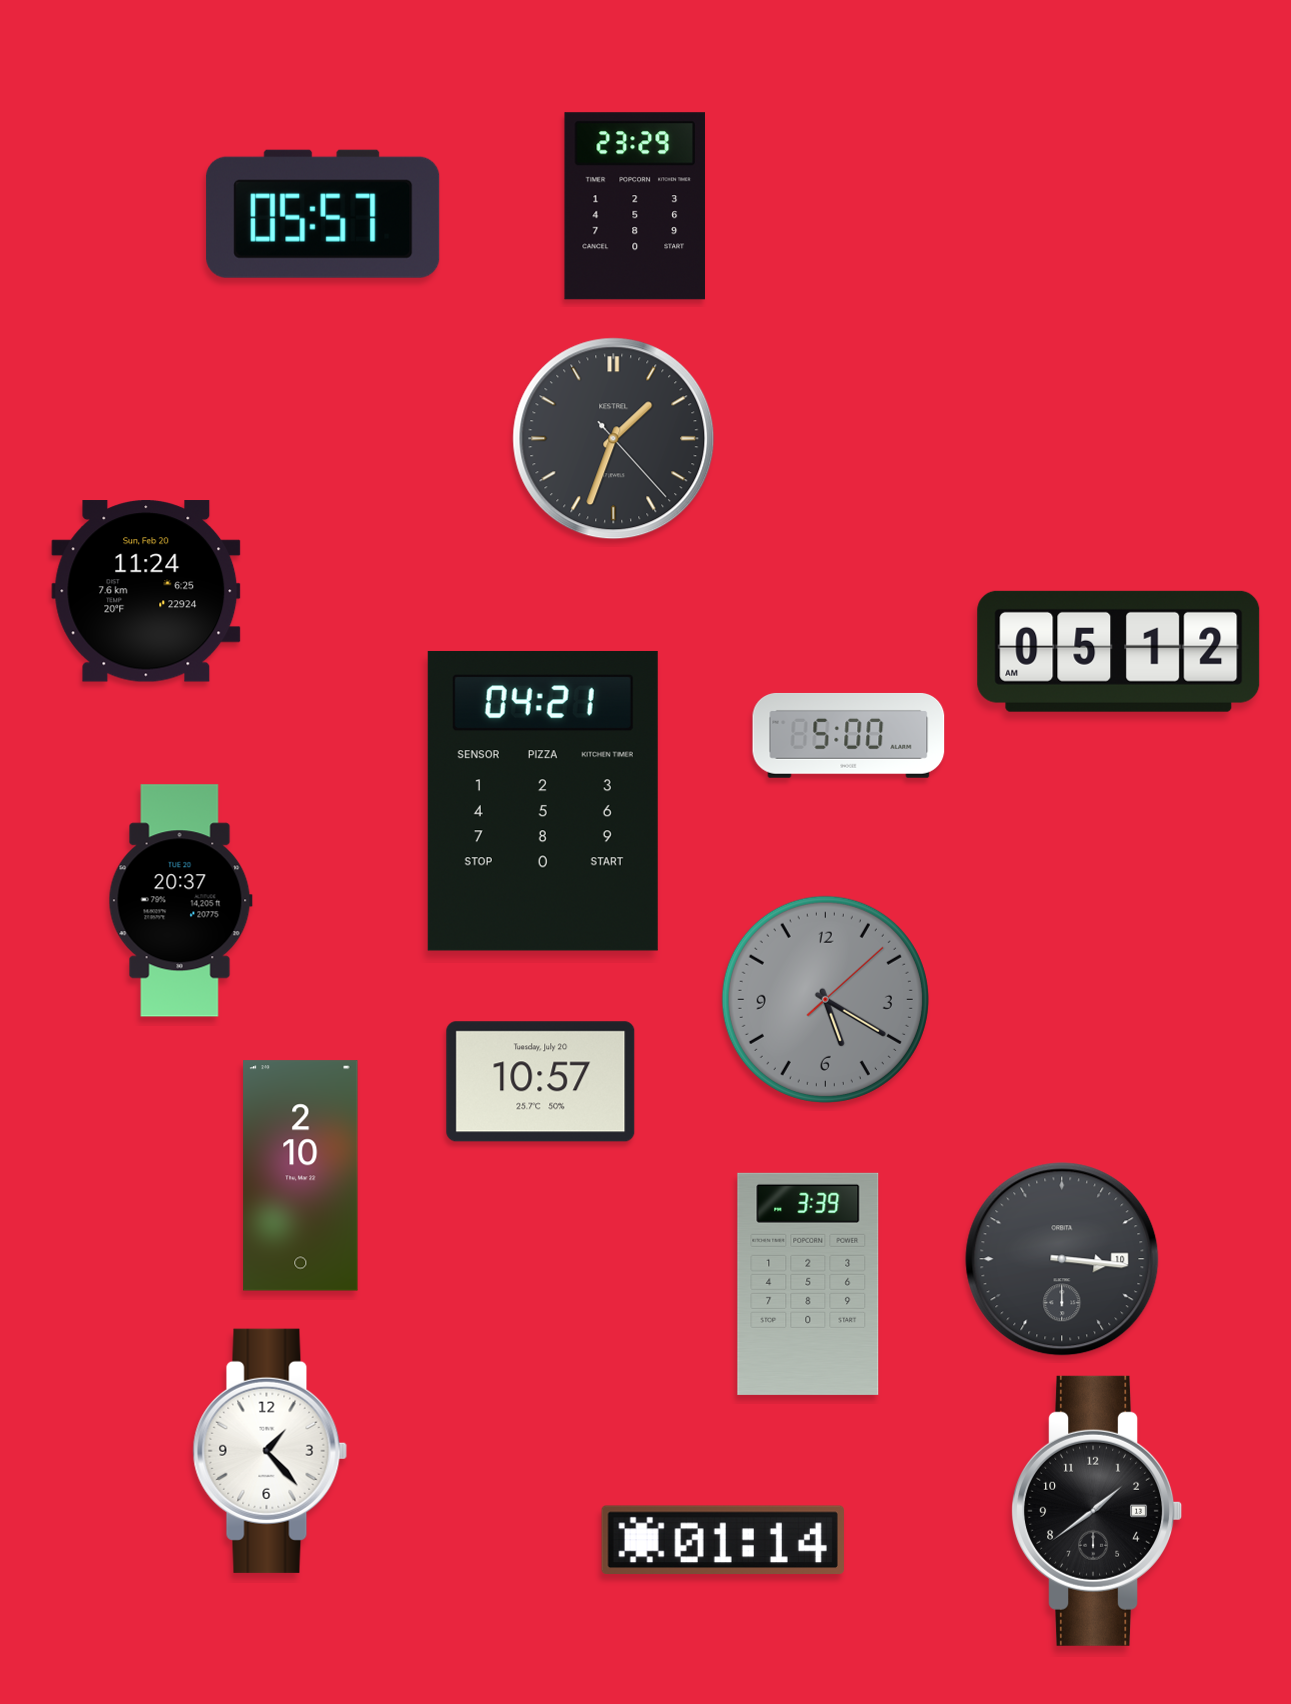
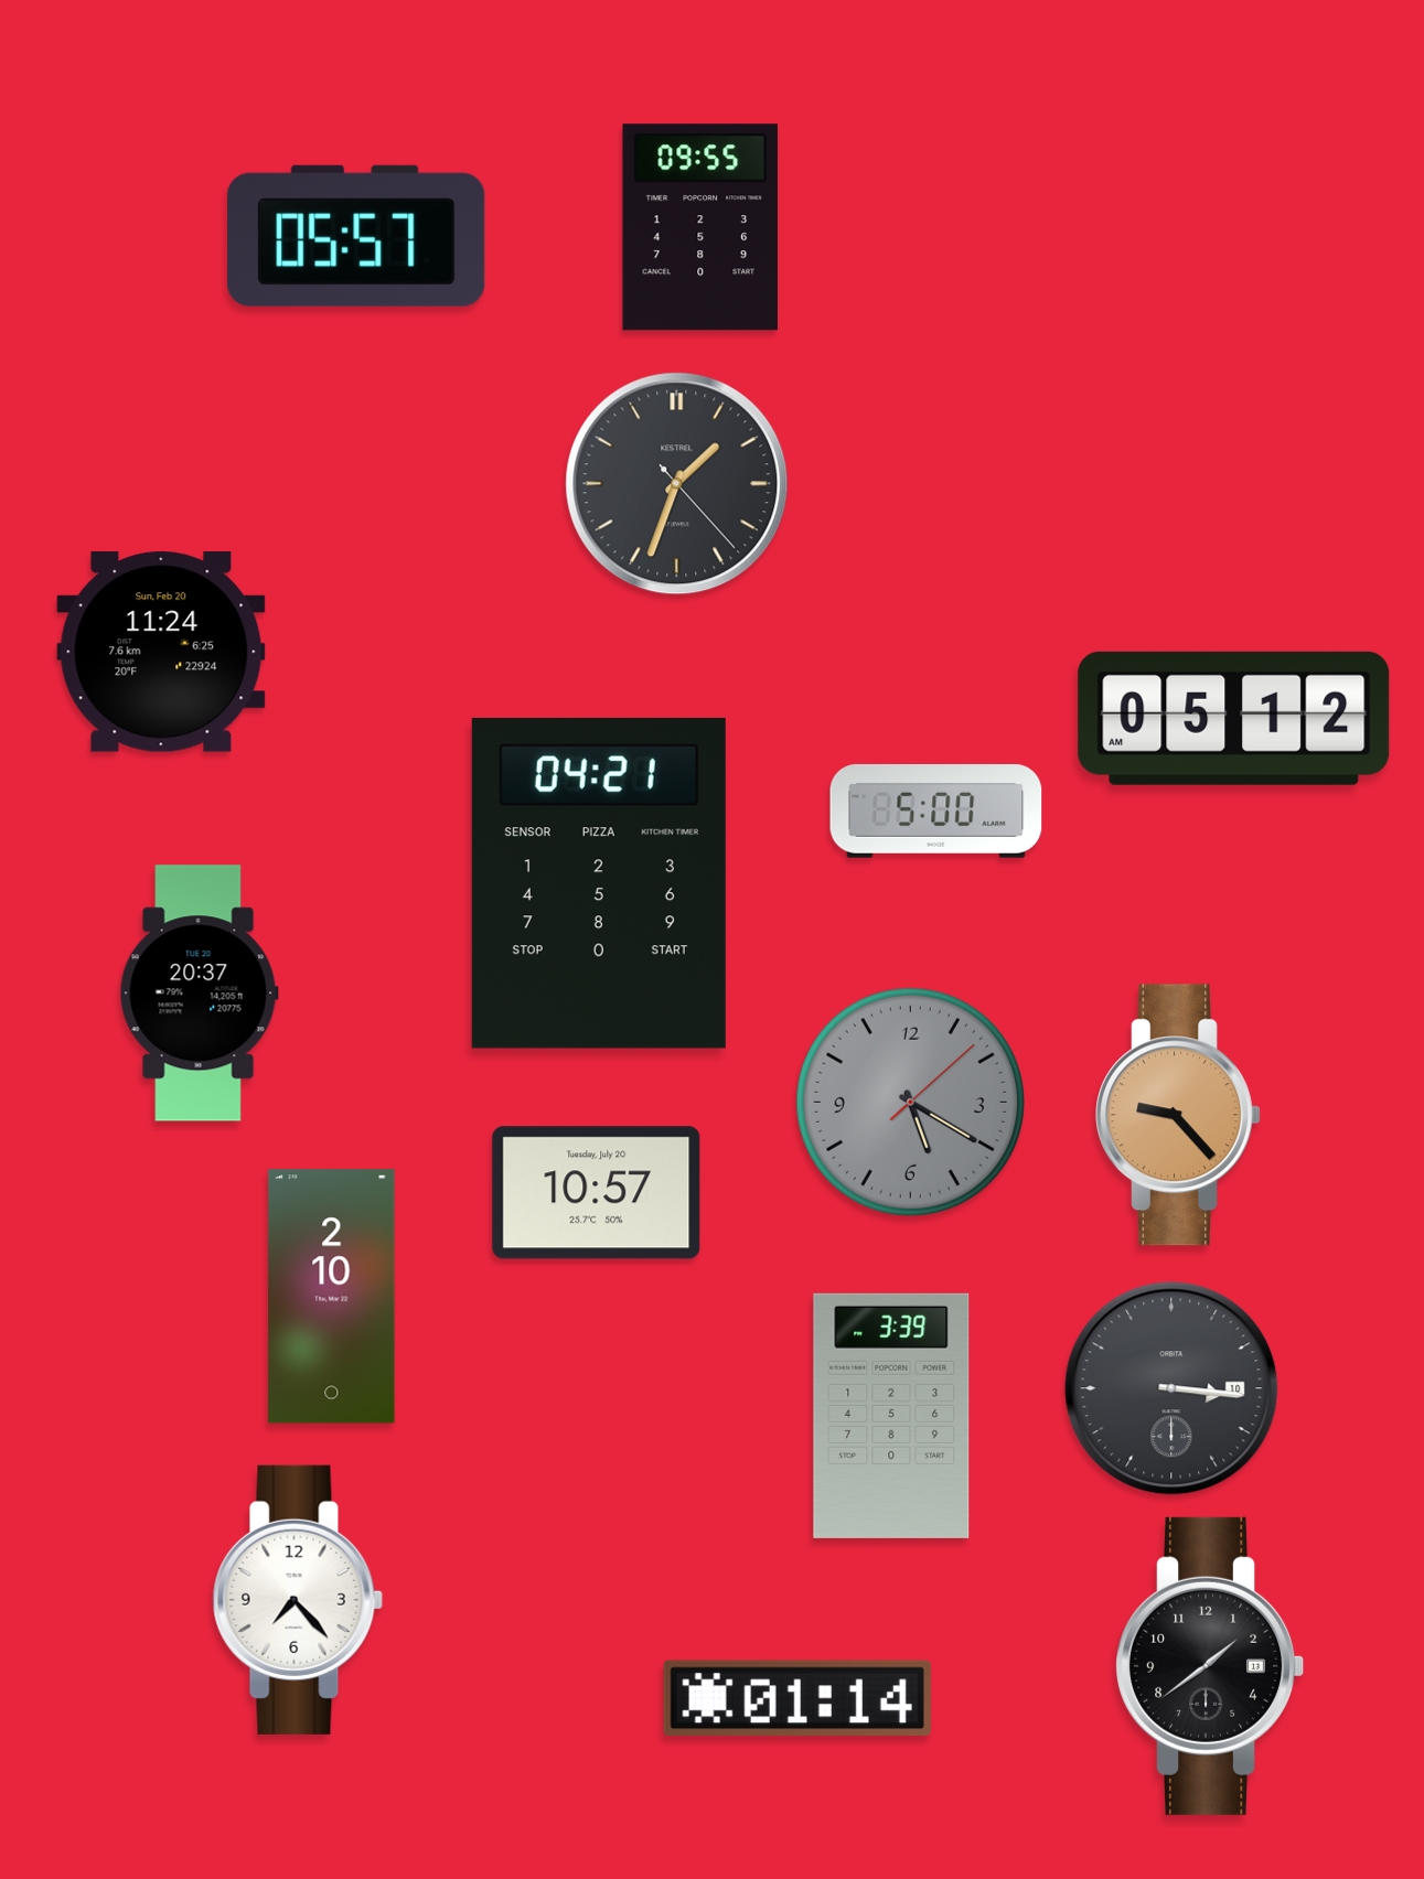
clock at (634, 206): 23:29 -> 09:55
clock at (1178, 1115): none -> 9:23
clock at (270, 1451): 1:23 -> 7:23
